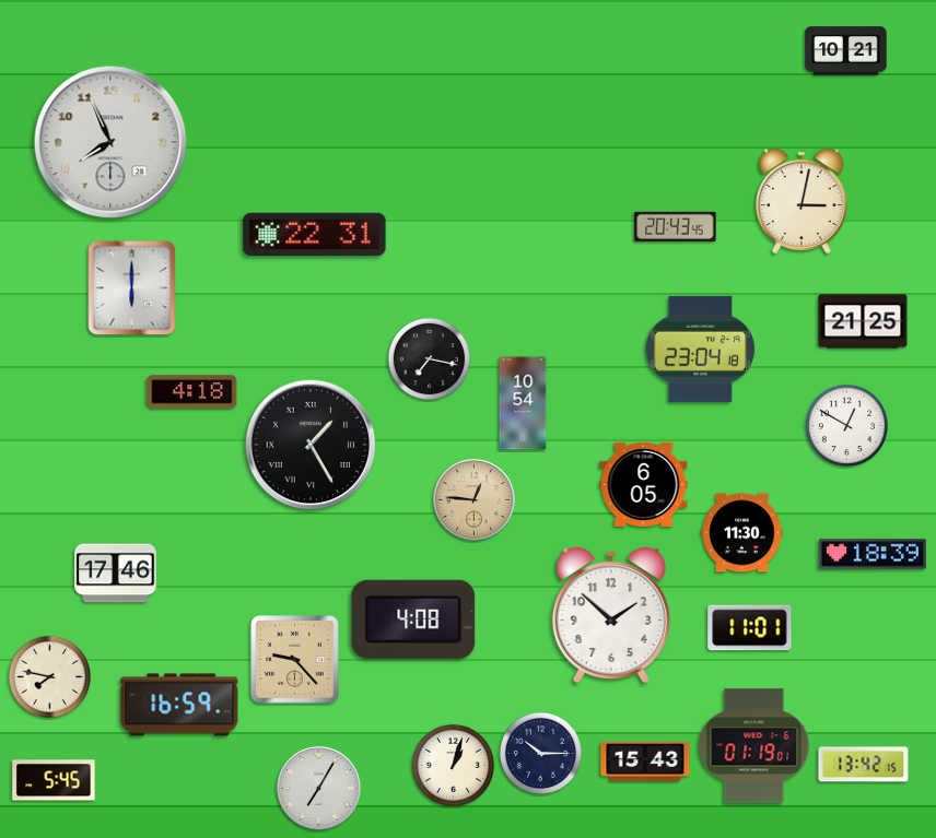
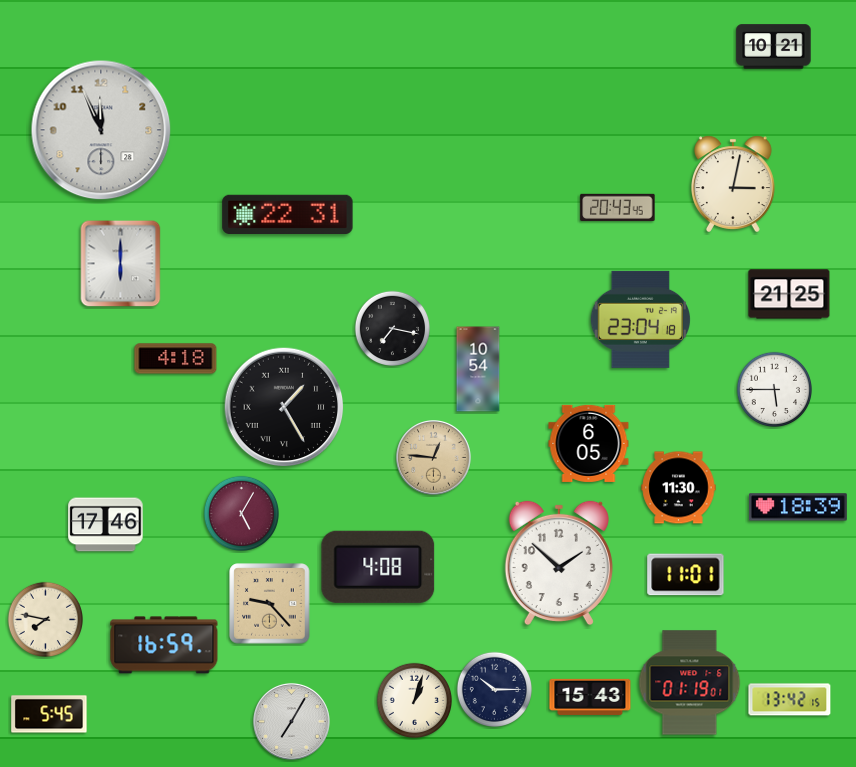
clock at (110, 142): 7:56 -> 11:56
clock at (846, 425): 12:50 -> 5:45
clock at (241, 513): none -> 5:05
